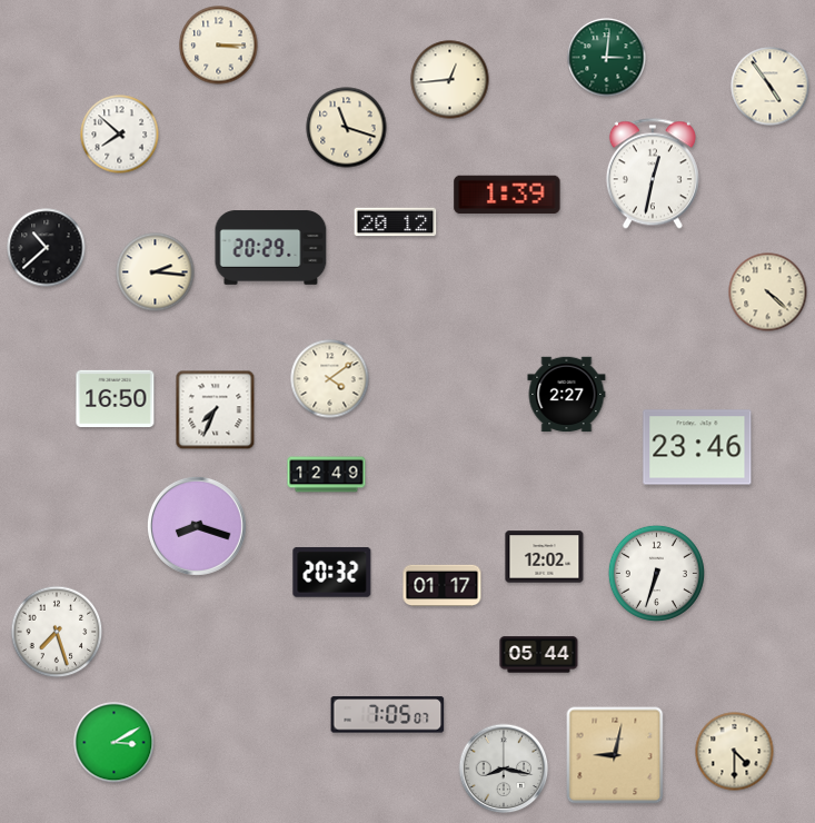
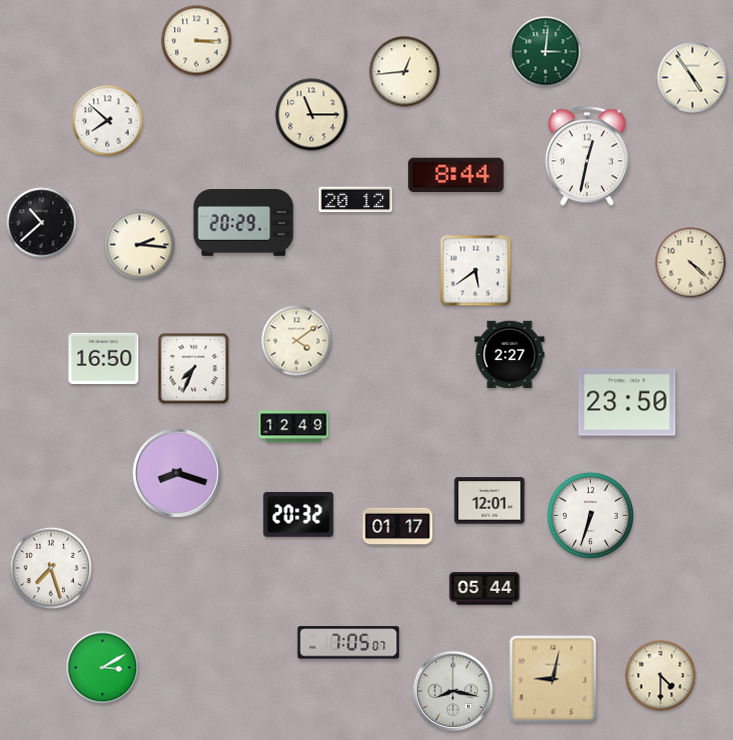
clock at (347, 128): 11:18 -> 11:15
clock at (507, 195): 1:39 -> 8:44
clock at (476, 271): none -> 5:39
clock at (697, 447): 23:46 -> 23:50
clock at (545, 557): 12:02 -> 12:01
